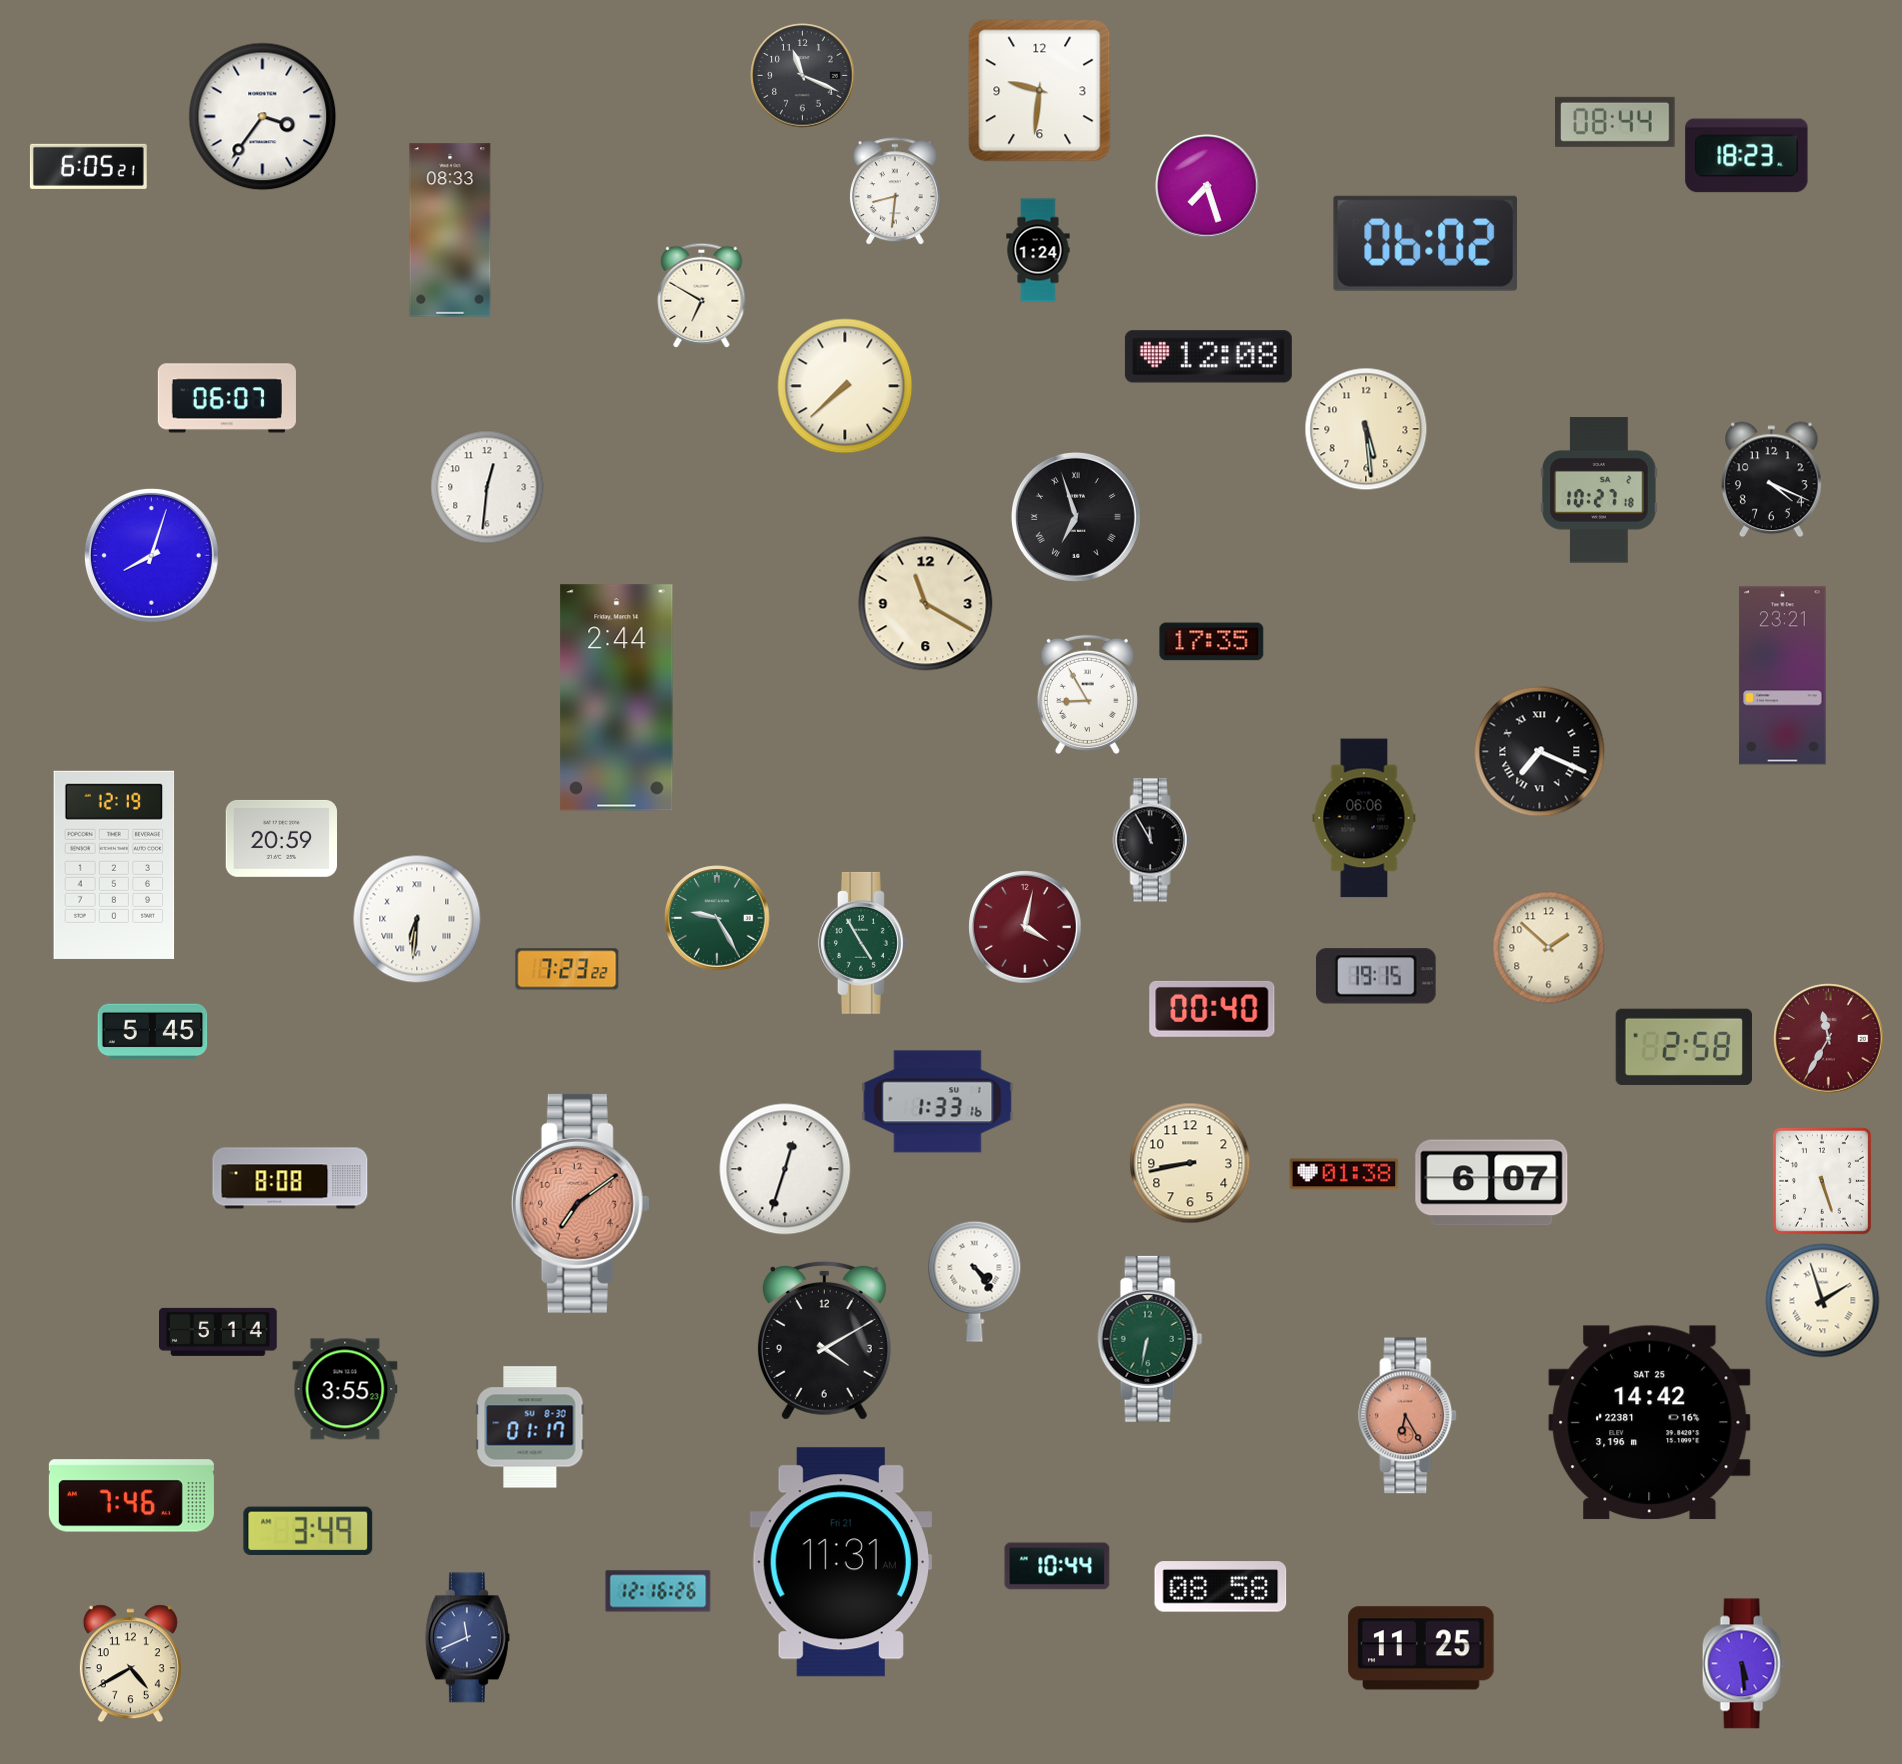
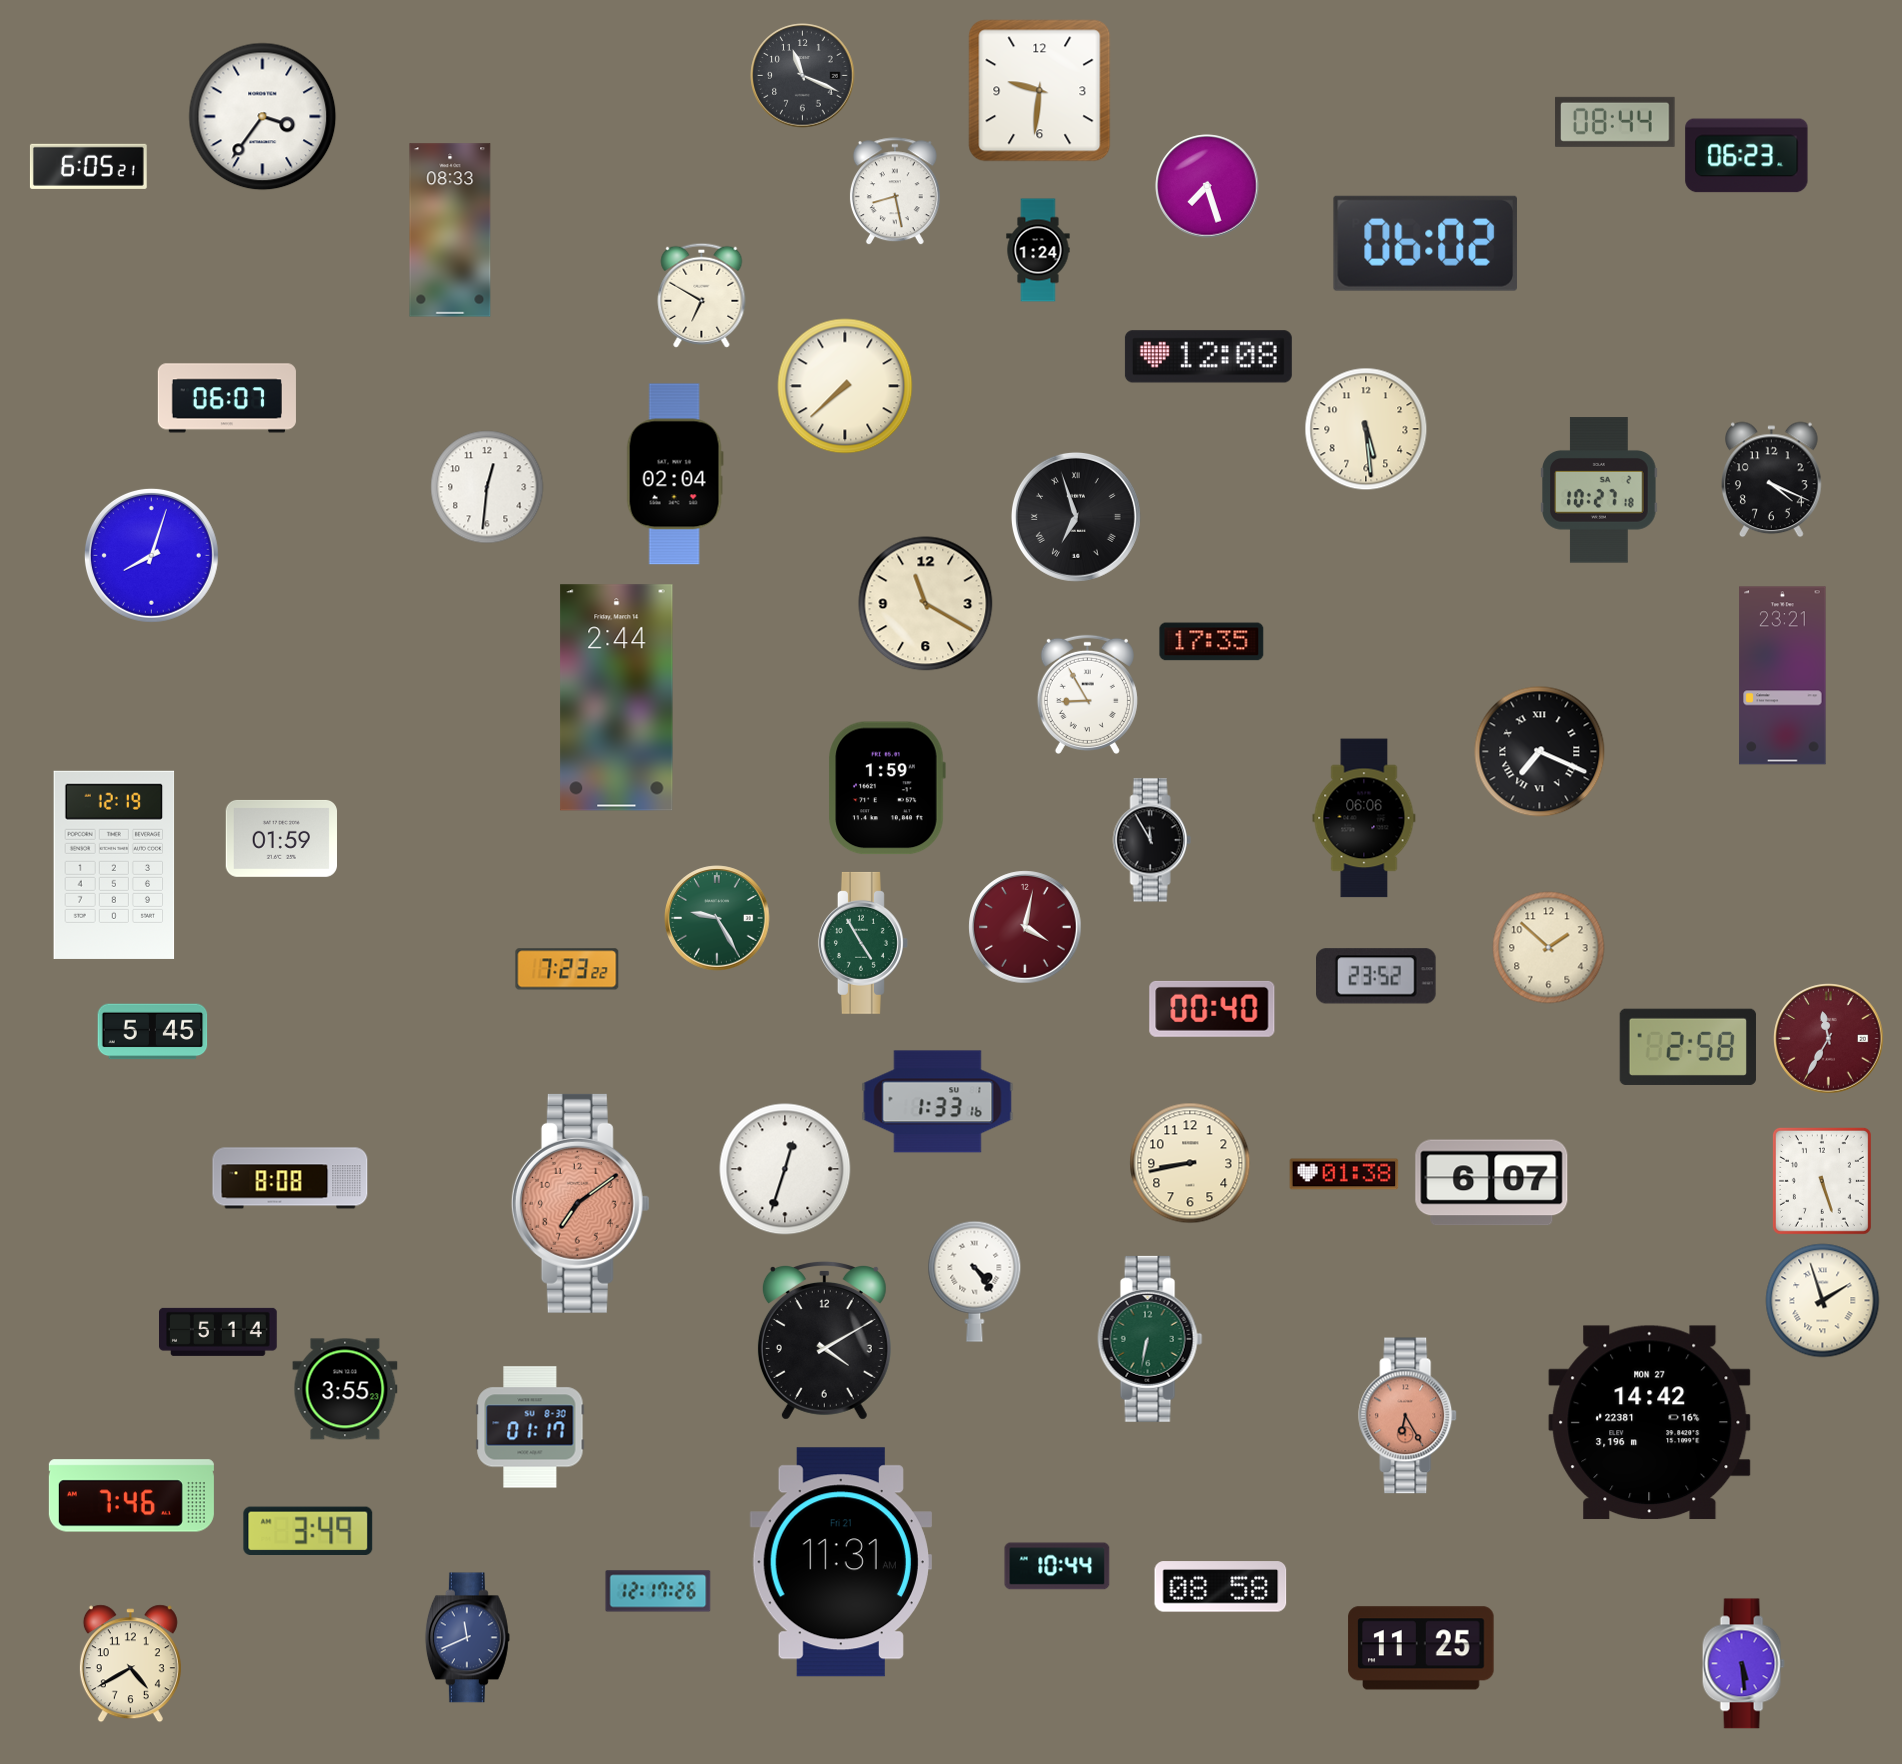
clock at (1747, 156): 18:23 -> 06:23
clock at (895, 192): 8:31 -> 8:28
clock at (675, 474): none -> 02:04
clock at (887, 788): none -> 1:59
clock at (281, 838): 20:59 -> 01:59
clock at (417, 919): 6:31 -> none
clock at (1377, 976): 19:15 -> 23:52
clock at (1684, 1046) position: (1684, 1046) -> (1688, 1046)
clock at (1650, 1423) date: SAT 25 -> MON 27
clock at (658, 1591): 12:16 -> 12:17
